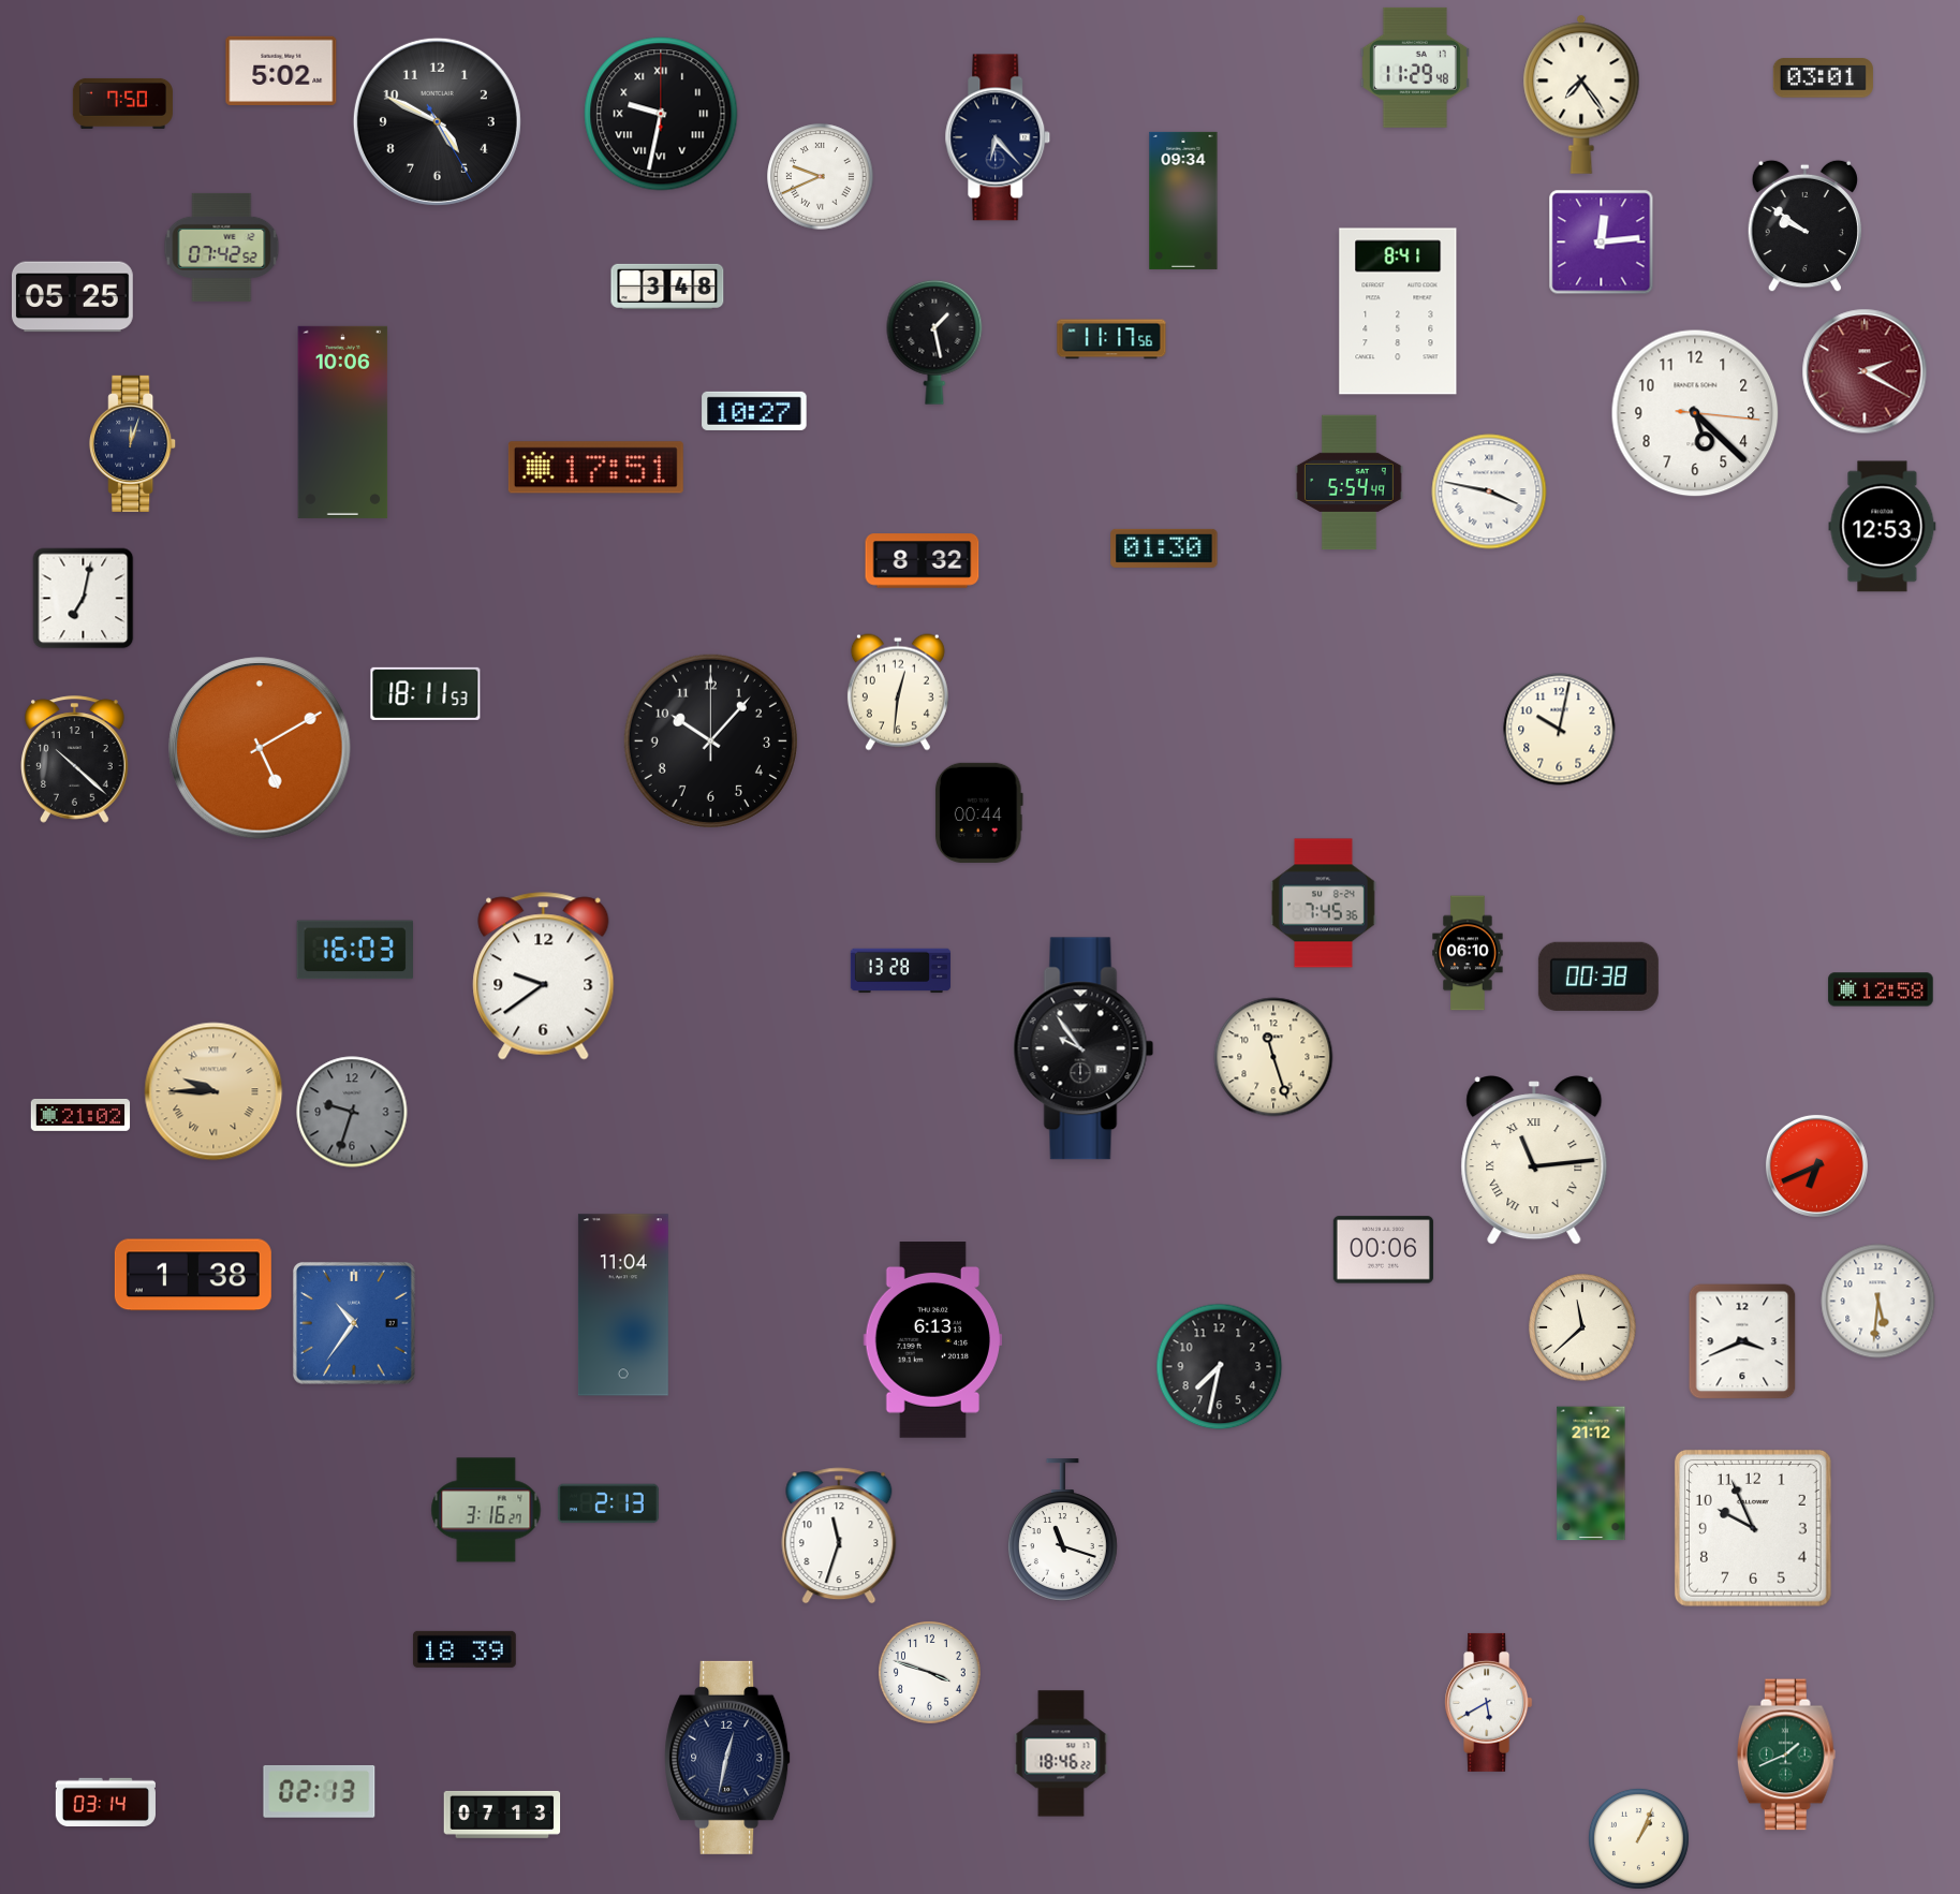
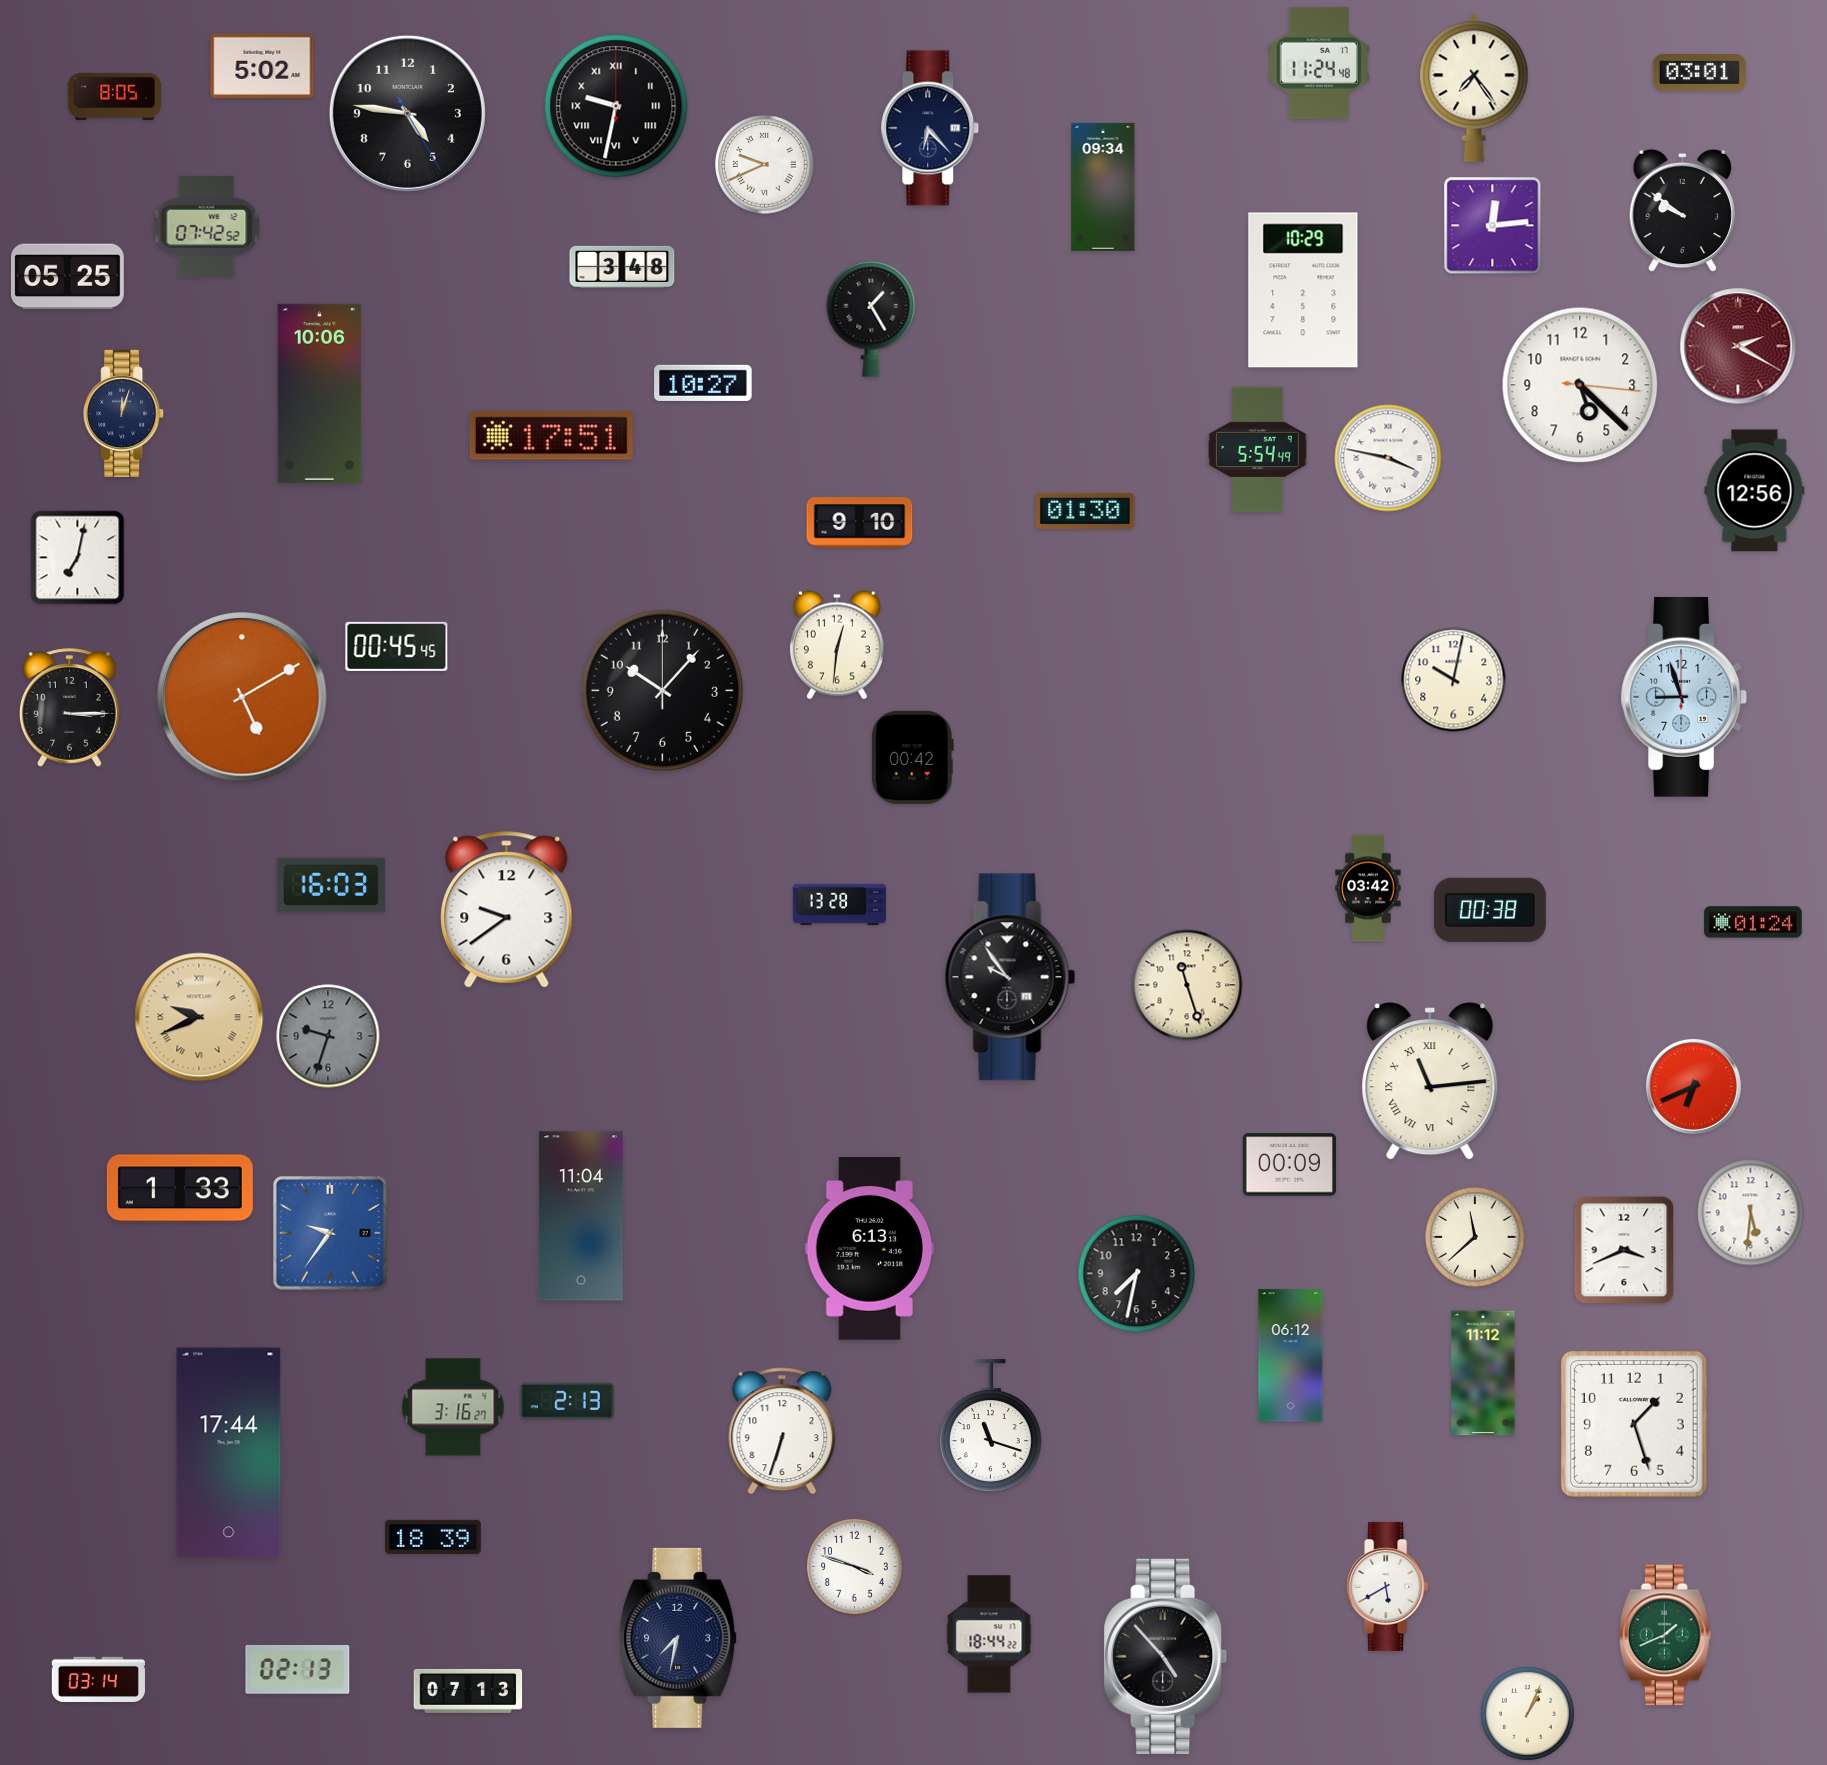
clock at (1415, 68): 11:29 -> 11:24
clock at (122, 103): 7:50 -> 8:05
clock at (437, 121): 4:49 -> 4:46
clock at (222, 247) position: (222, 247) -> (207, 226)
clock at (1398, 311): 8:41 -> 10:29
clock at (1111, 339): 11:17 -> none
clock at (934, 342): 1:28 -> 1:25
clock at (595, 468) position: (595, 468) -> (551, 436)
clock at (1883, 527): 12:53 -> 12:56
clock at (923, 561): 8:32 -> 9:10
clock at (426, 693): 18:11 -> 00:45
clock at (1684, 697): none -> 8:57
clock at (75, 760): 10:22 -> 3:15
clock at (978, 812): 00:44 -> 00:42
clock at (1323, 904): 7:45 -> none
clock at (1468, 953): 06:10 -> 03:42
clock at (1881, 989): 12:58 -> 01:24
clock at (213, 1091): 9:45 -> 9:41
clock at (80, 1115): 21:02 -> none
clock at (1383, 1250): 00:06 -> 00:09
clock at (193, 1275): 1:38 -> 1:33
clock at (354, 1323): 10:36 -> 9:36
clock at (1291, 1356): none -> 06:12
clock at (1591, 1473): 21:12 -> 11:12
clock at (1753, 1528): 9:56 -> 1:27
clock at (839, 1536): 11:33 -> 6:33
clock at (229, 1453): none -> 17:44
clock at (930, 1673) position: (930, 1673) -> (855, 1567)
clock at (1061, 1753): 18:46 -> 18:44
clock at (728, 1758): 12:32 -> 7:32
clock at (1166, 1656): none -> 4:53
